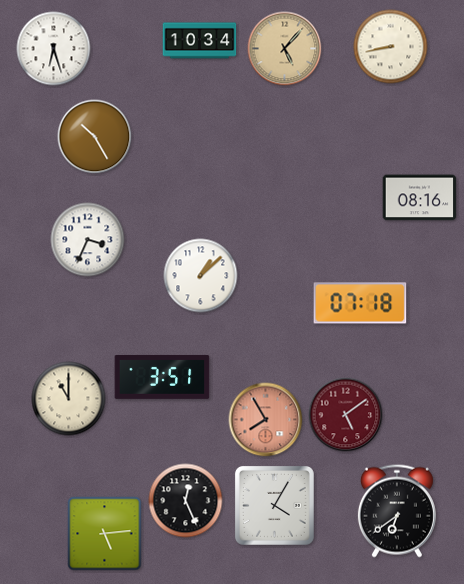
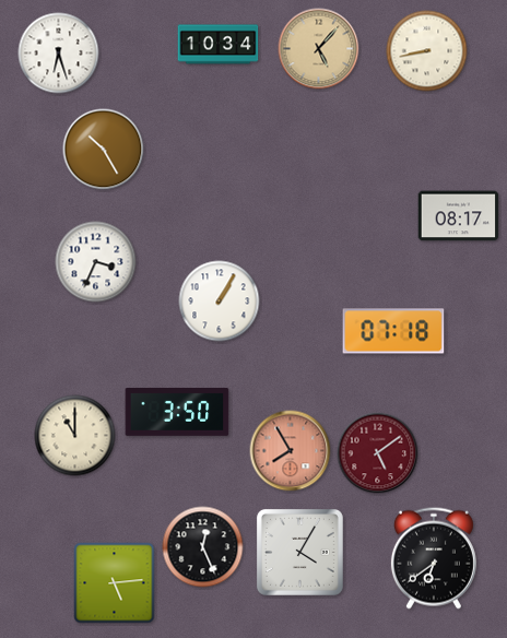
clock at (285, 49) position: (285, 49) -> (319, 49)
clock at (420, 198): 08:16 -> 08:17
clock at (201, 276): 1:08 -> 1:05
clock at (162, 377): 3:51 -> 3:50
clock at (266, 420) position: (266, 420) -> (291, 451)
